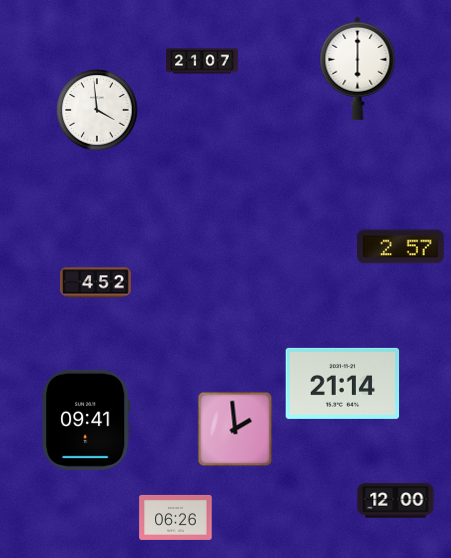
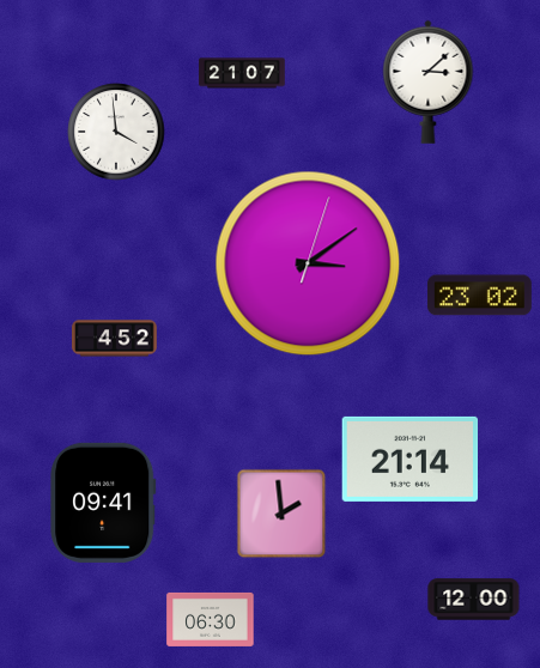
clock at (358, 68): 6:00 -> 3:08
clock at (308, 263): none -> 3:09
clock at (401, 247): 2:57 -> 23:02
clock at (176, 517): 06:26 -> 06:30
